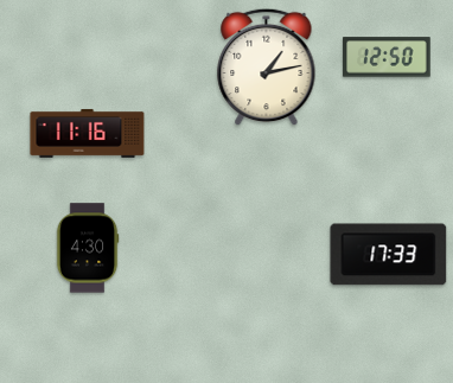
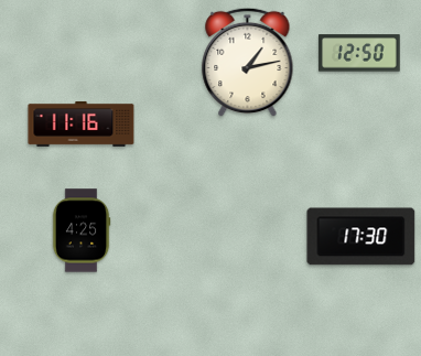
clock at (88, 248): 4:30 -> 4:25
clock at (389, 255): 17:33 -> 17:30
